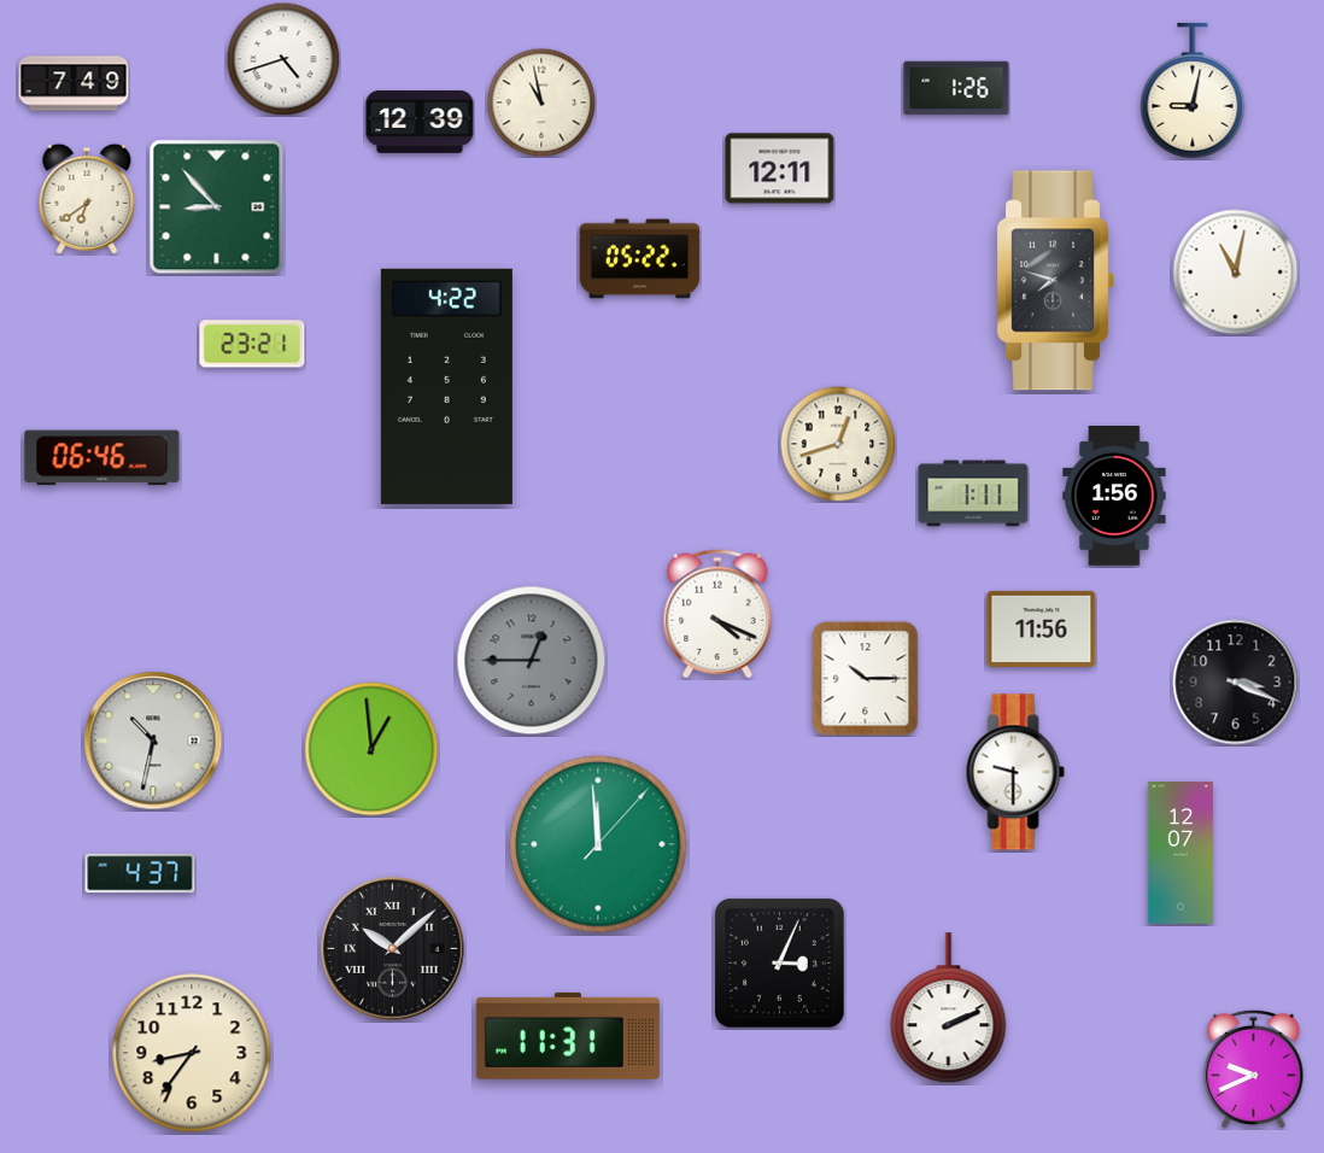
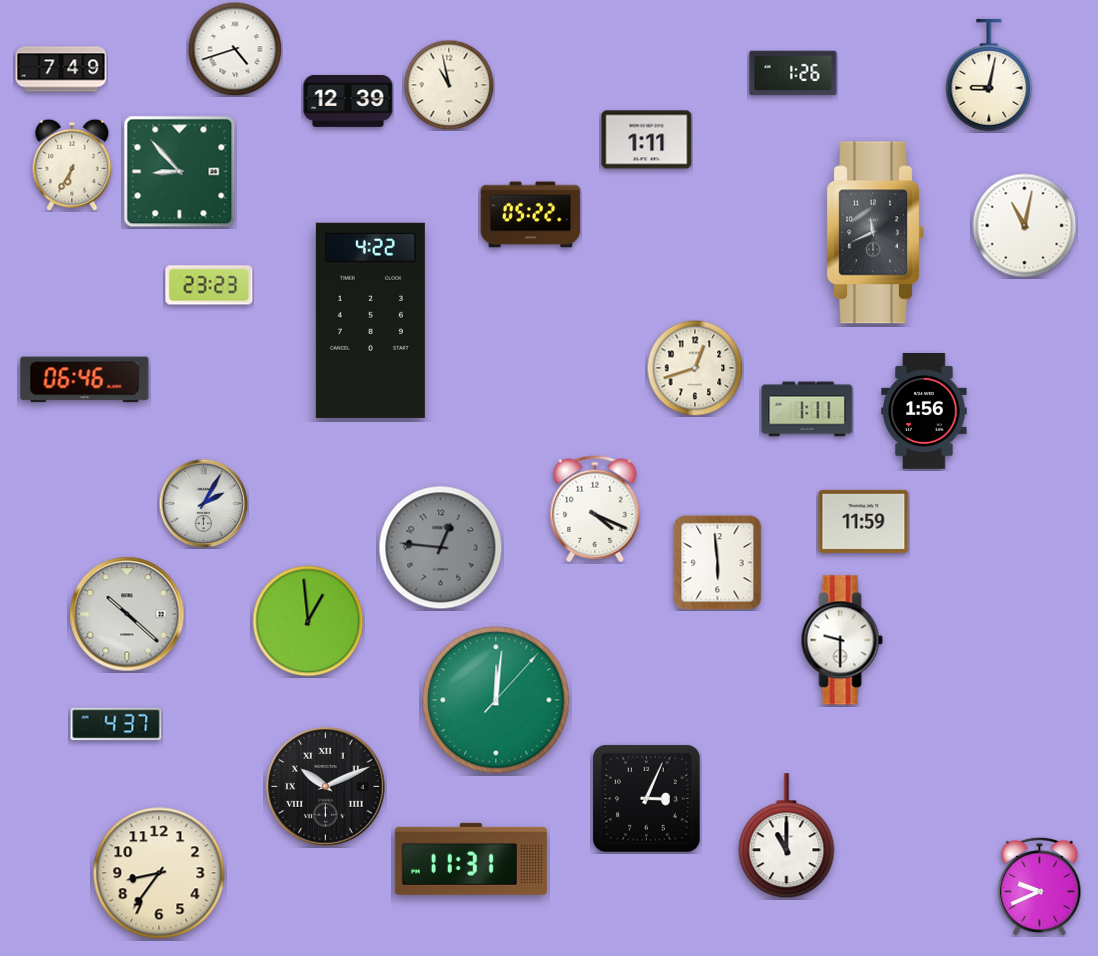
clock at (780, 169): 12:11 -> 1:11
clock at (87, 199): 6:39 -> 6:35
clock at (1055, 281): 7:48 -> 11:41
clock at (252, 344): 23:21 -> 23:23
clock at (203, 503): none -> 2:05
clock at (1042, 628): 11:56 -> 11:59
clock at (532, 661): 12:45 -> 12:46
clock at (866, 679): 10:15 -> 5:59
clock at (1236, 683): 3:19 -> none
clock at (153, 741): 10:32 -> 10:22
clock at (598, 844): 11:59 -> 12:01
clock at (1181, 853): 12:07 -> none
clock at (393, 949): 10:08 -> 10:11
clock at (949, 1008): 2:11 -> 11:00
